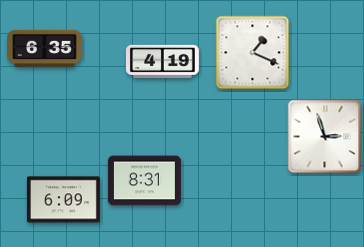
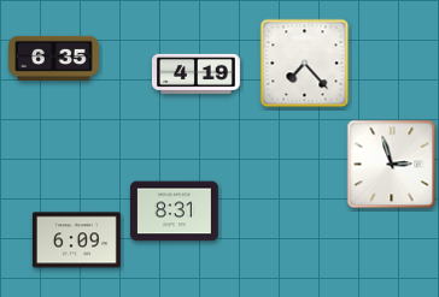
clock at (253, 53): 1:19 -> 7:23
clock at (144, 181) position: (144, 181) -> (174, 212)
